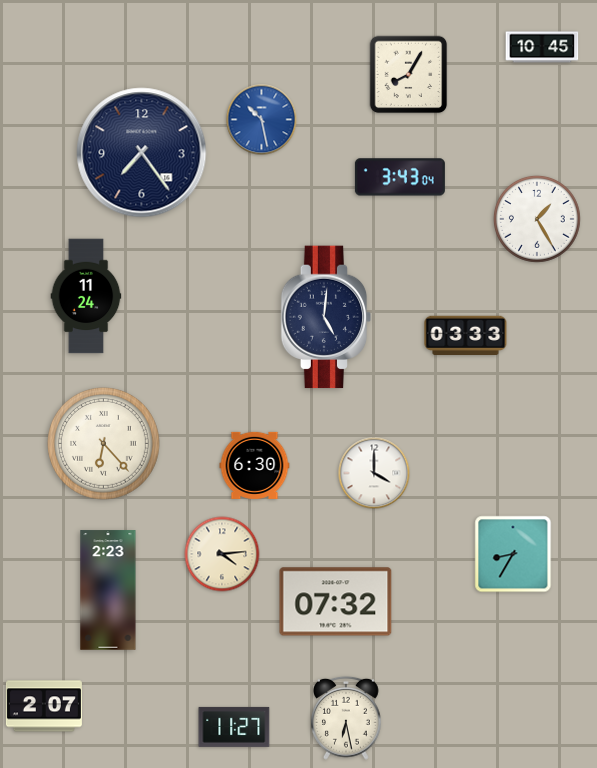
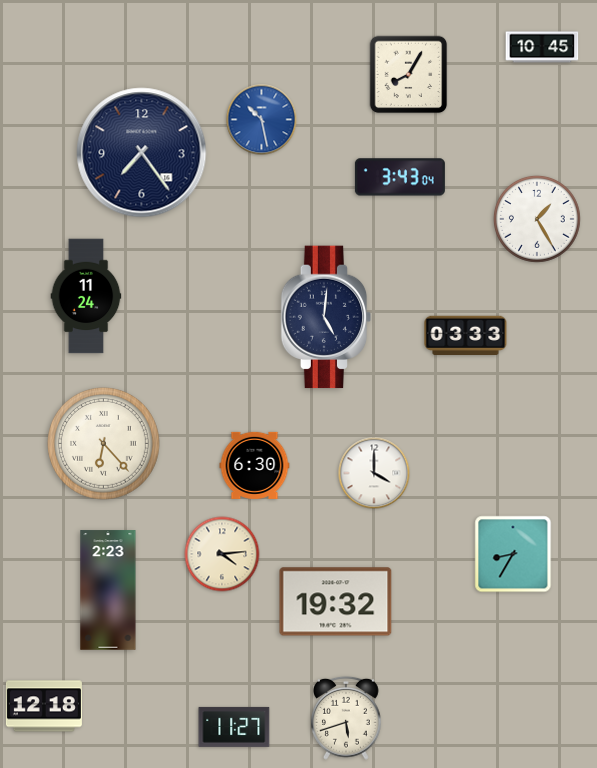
clock at (336, 602): 07:32 -> 19:32
clock at (44, 706): 2:07 -> 12:18
clock at (347, 718): 6:28 -> 5:42
